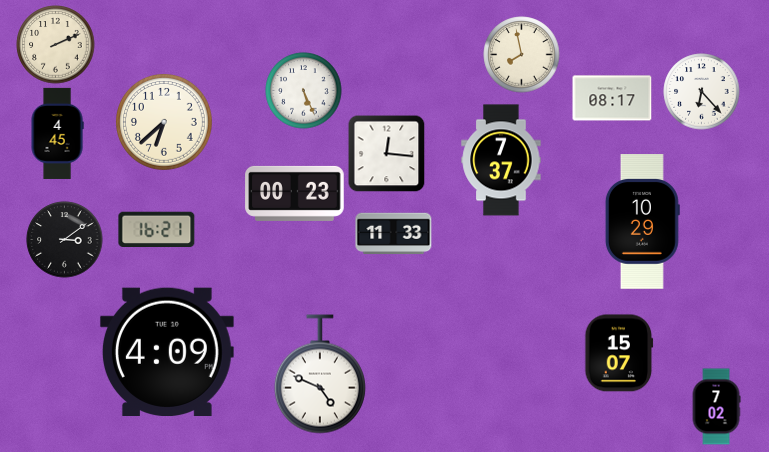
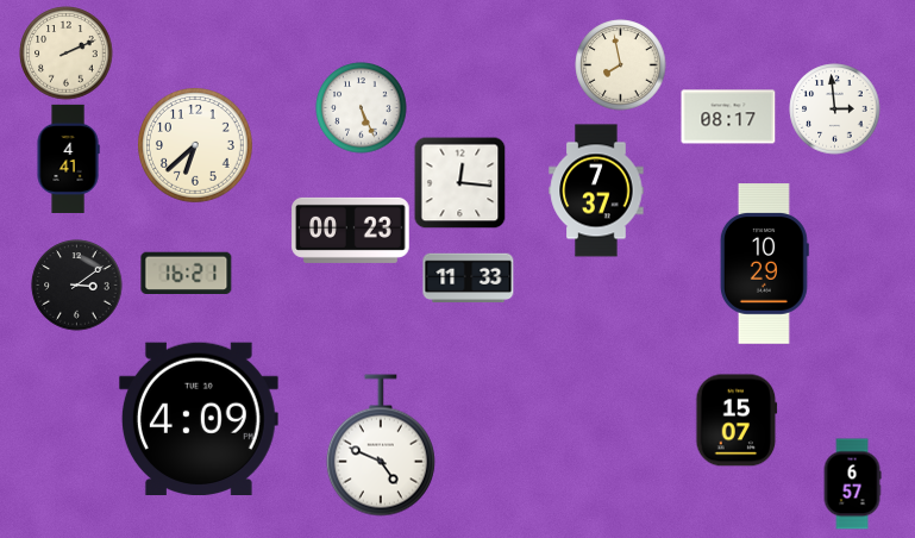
clock at (702, 92): 6:23 -> 2:59
clock at (57, 133): 4:45 -> 4:41
clock at (716, 407): 7:02 -> 6:57
